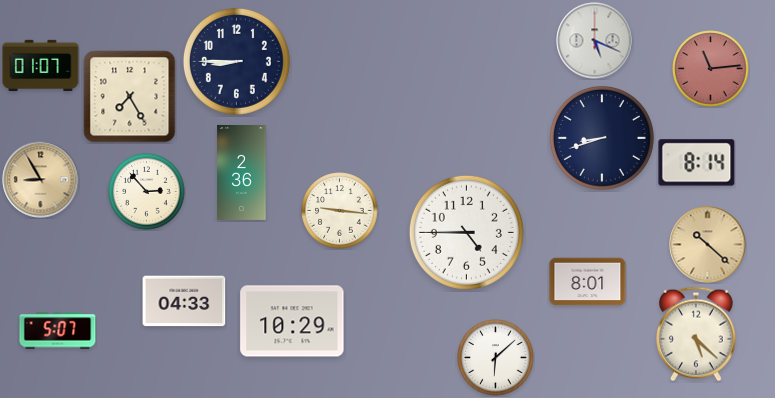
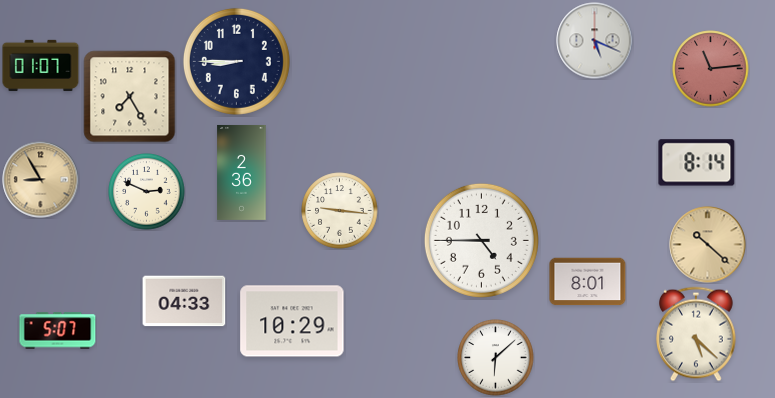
clock at (602, 138): 8:42 -> none
clock at (147, 192): 2:53 -> 2:49
clock at (466, 232) position: (466, 232) -> (481, 240)
